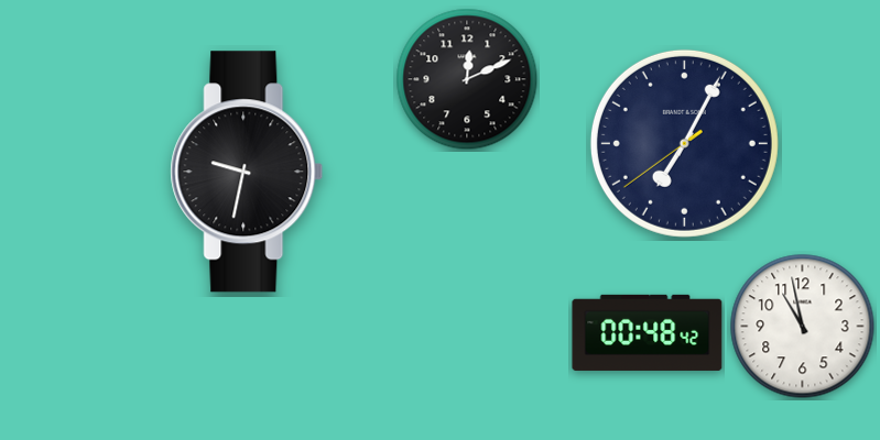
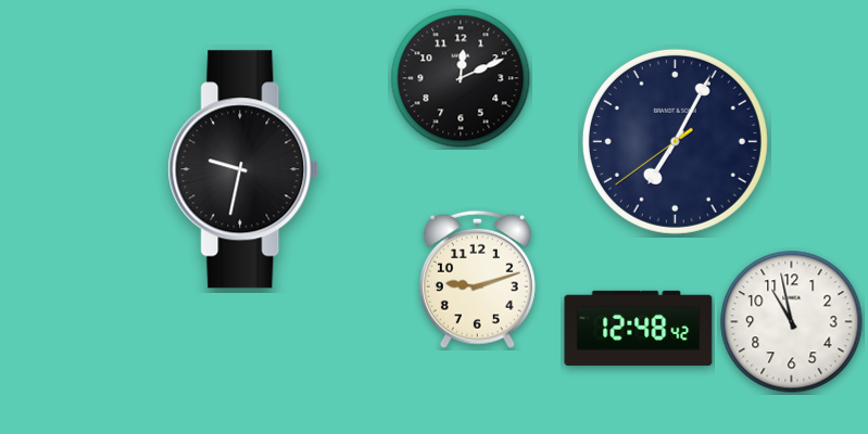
clock at (477, 279): none -> 9:12
clock at (648, 332): 00:48 -> 12:48
